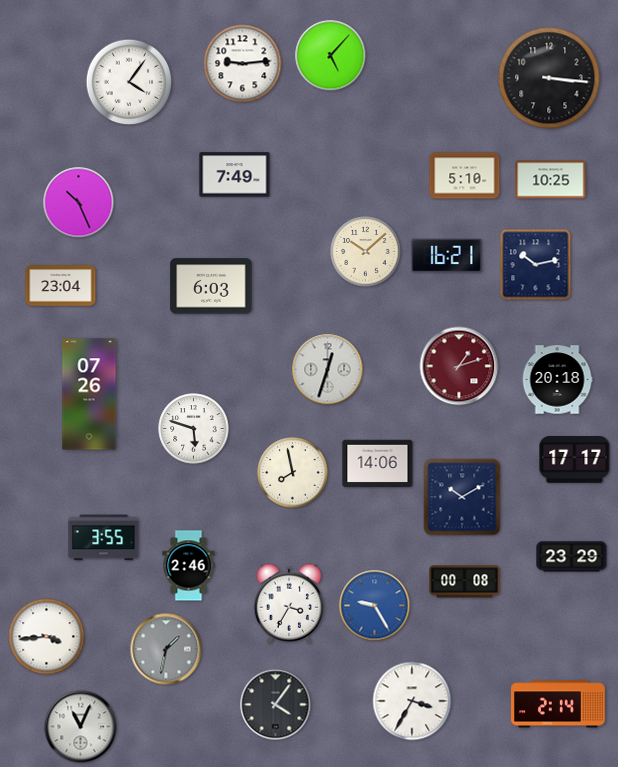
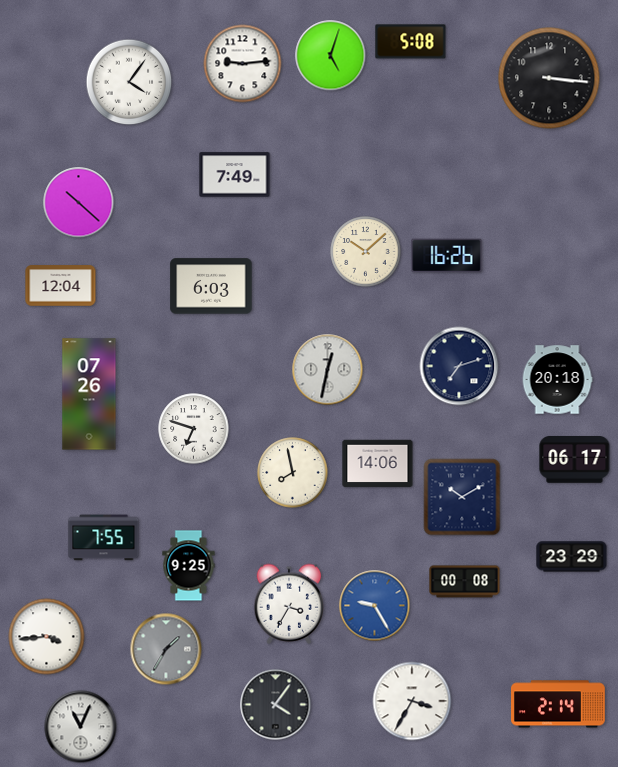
clock at (411, 42): none -> 5:08
clock at (331, 56): 5:07 -> 5:03
clock at (465, 176): 5:10 -> none
clock at (551, 180): 10:25 -> none
clock at (79, 203): 10:26 -> 10:22
clock at (447, 256): 16:21 -> 16:26
clock at (536, 265): 10:13 -> none
clock at (61, 286): 23:04 -> 12:04
clock at (459, 366): 1:12 -> 7:12
clock at (459, 366) dial: burgundy -> navy
clock at (328, 370): 12:33 -> 12:32
clock at (194, 429): 5:48 -> 6:48
clock at (575, 460): 17:17 -> 06:17
clock at (104, 538): 3:55 -> 7:55
clock at (189, 566): 2:46 -> 9:25
clock at (166, 649): 1:32 -> 1:35
